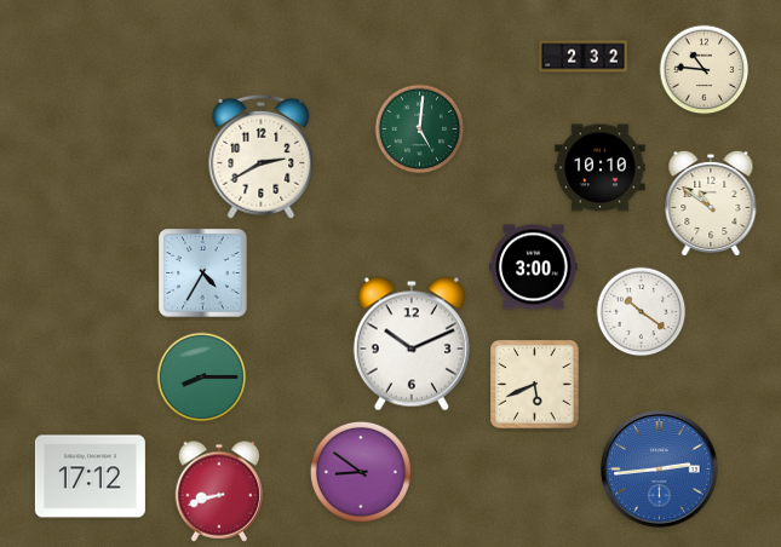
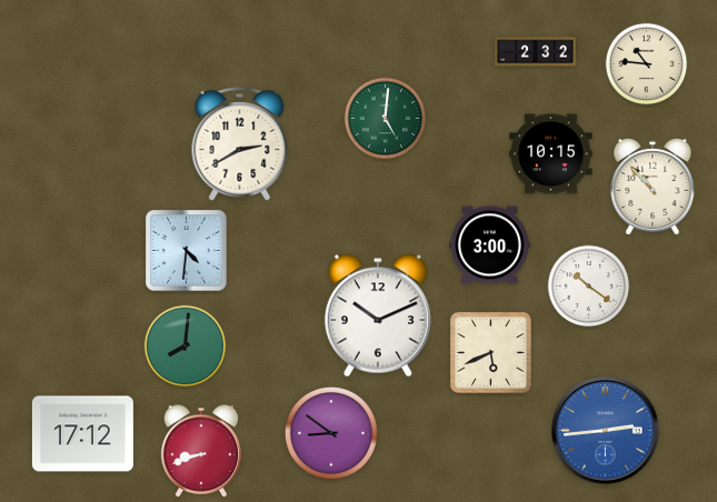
clock at (601, 168): 10:10 -> 10:15
clock at (711, 203): 10:51 -> 10:53
clock at (203, 273): 4:35 -> 4:31
clock at (202, 378): 8:15 -> 8:01
clock at (90, 477) position: (90, 477) -> (82, 434)
